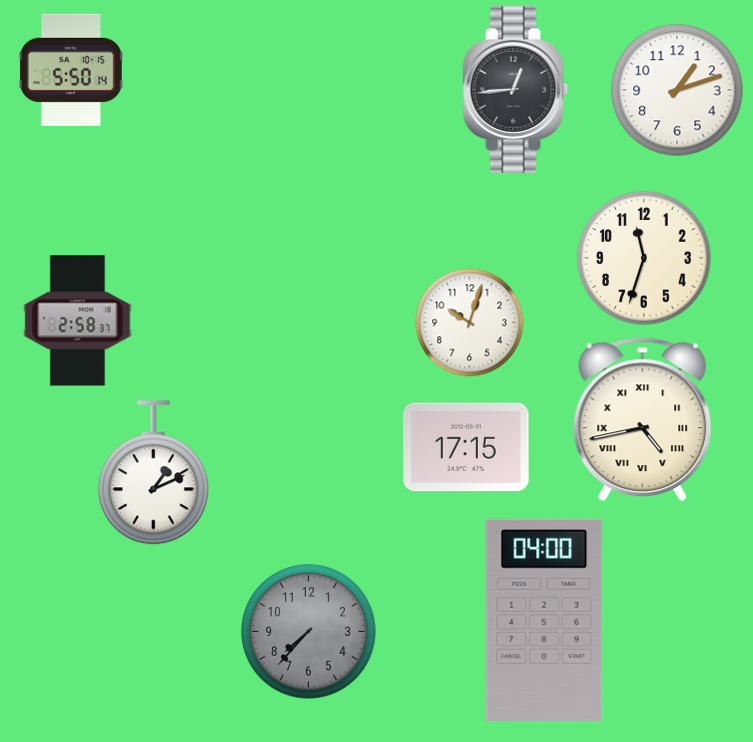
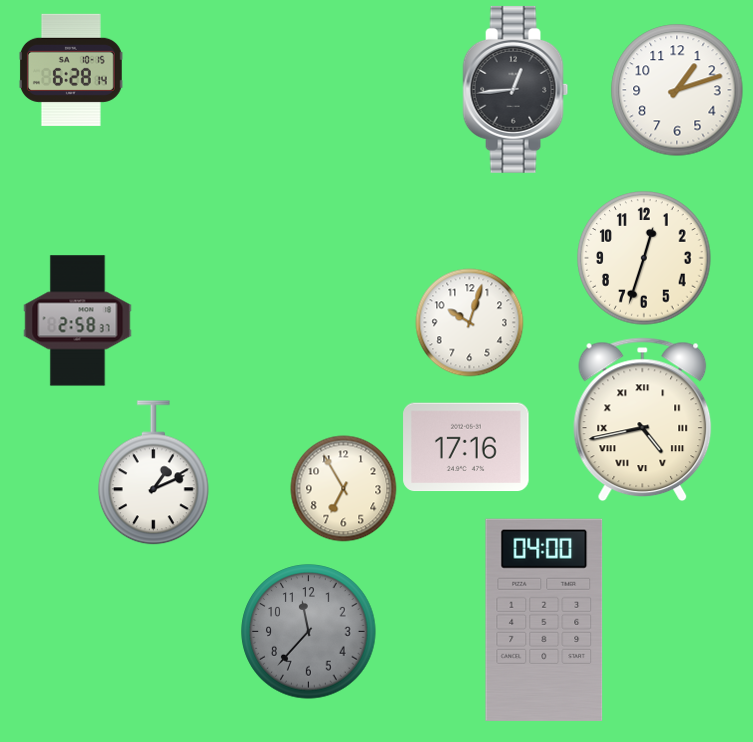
clock at (71, 70): 5:50 -> 6:28
clock at (644, 258): 11:33 -> 12:33
clock at (466, 447): 17:15 -> 17:16
clock at (344, 489): none -> 6:55
clock at (309, 632): 7:37 -> 11:37
